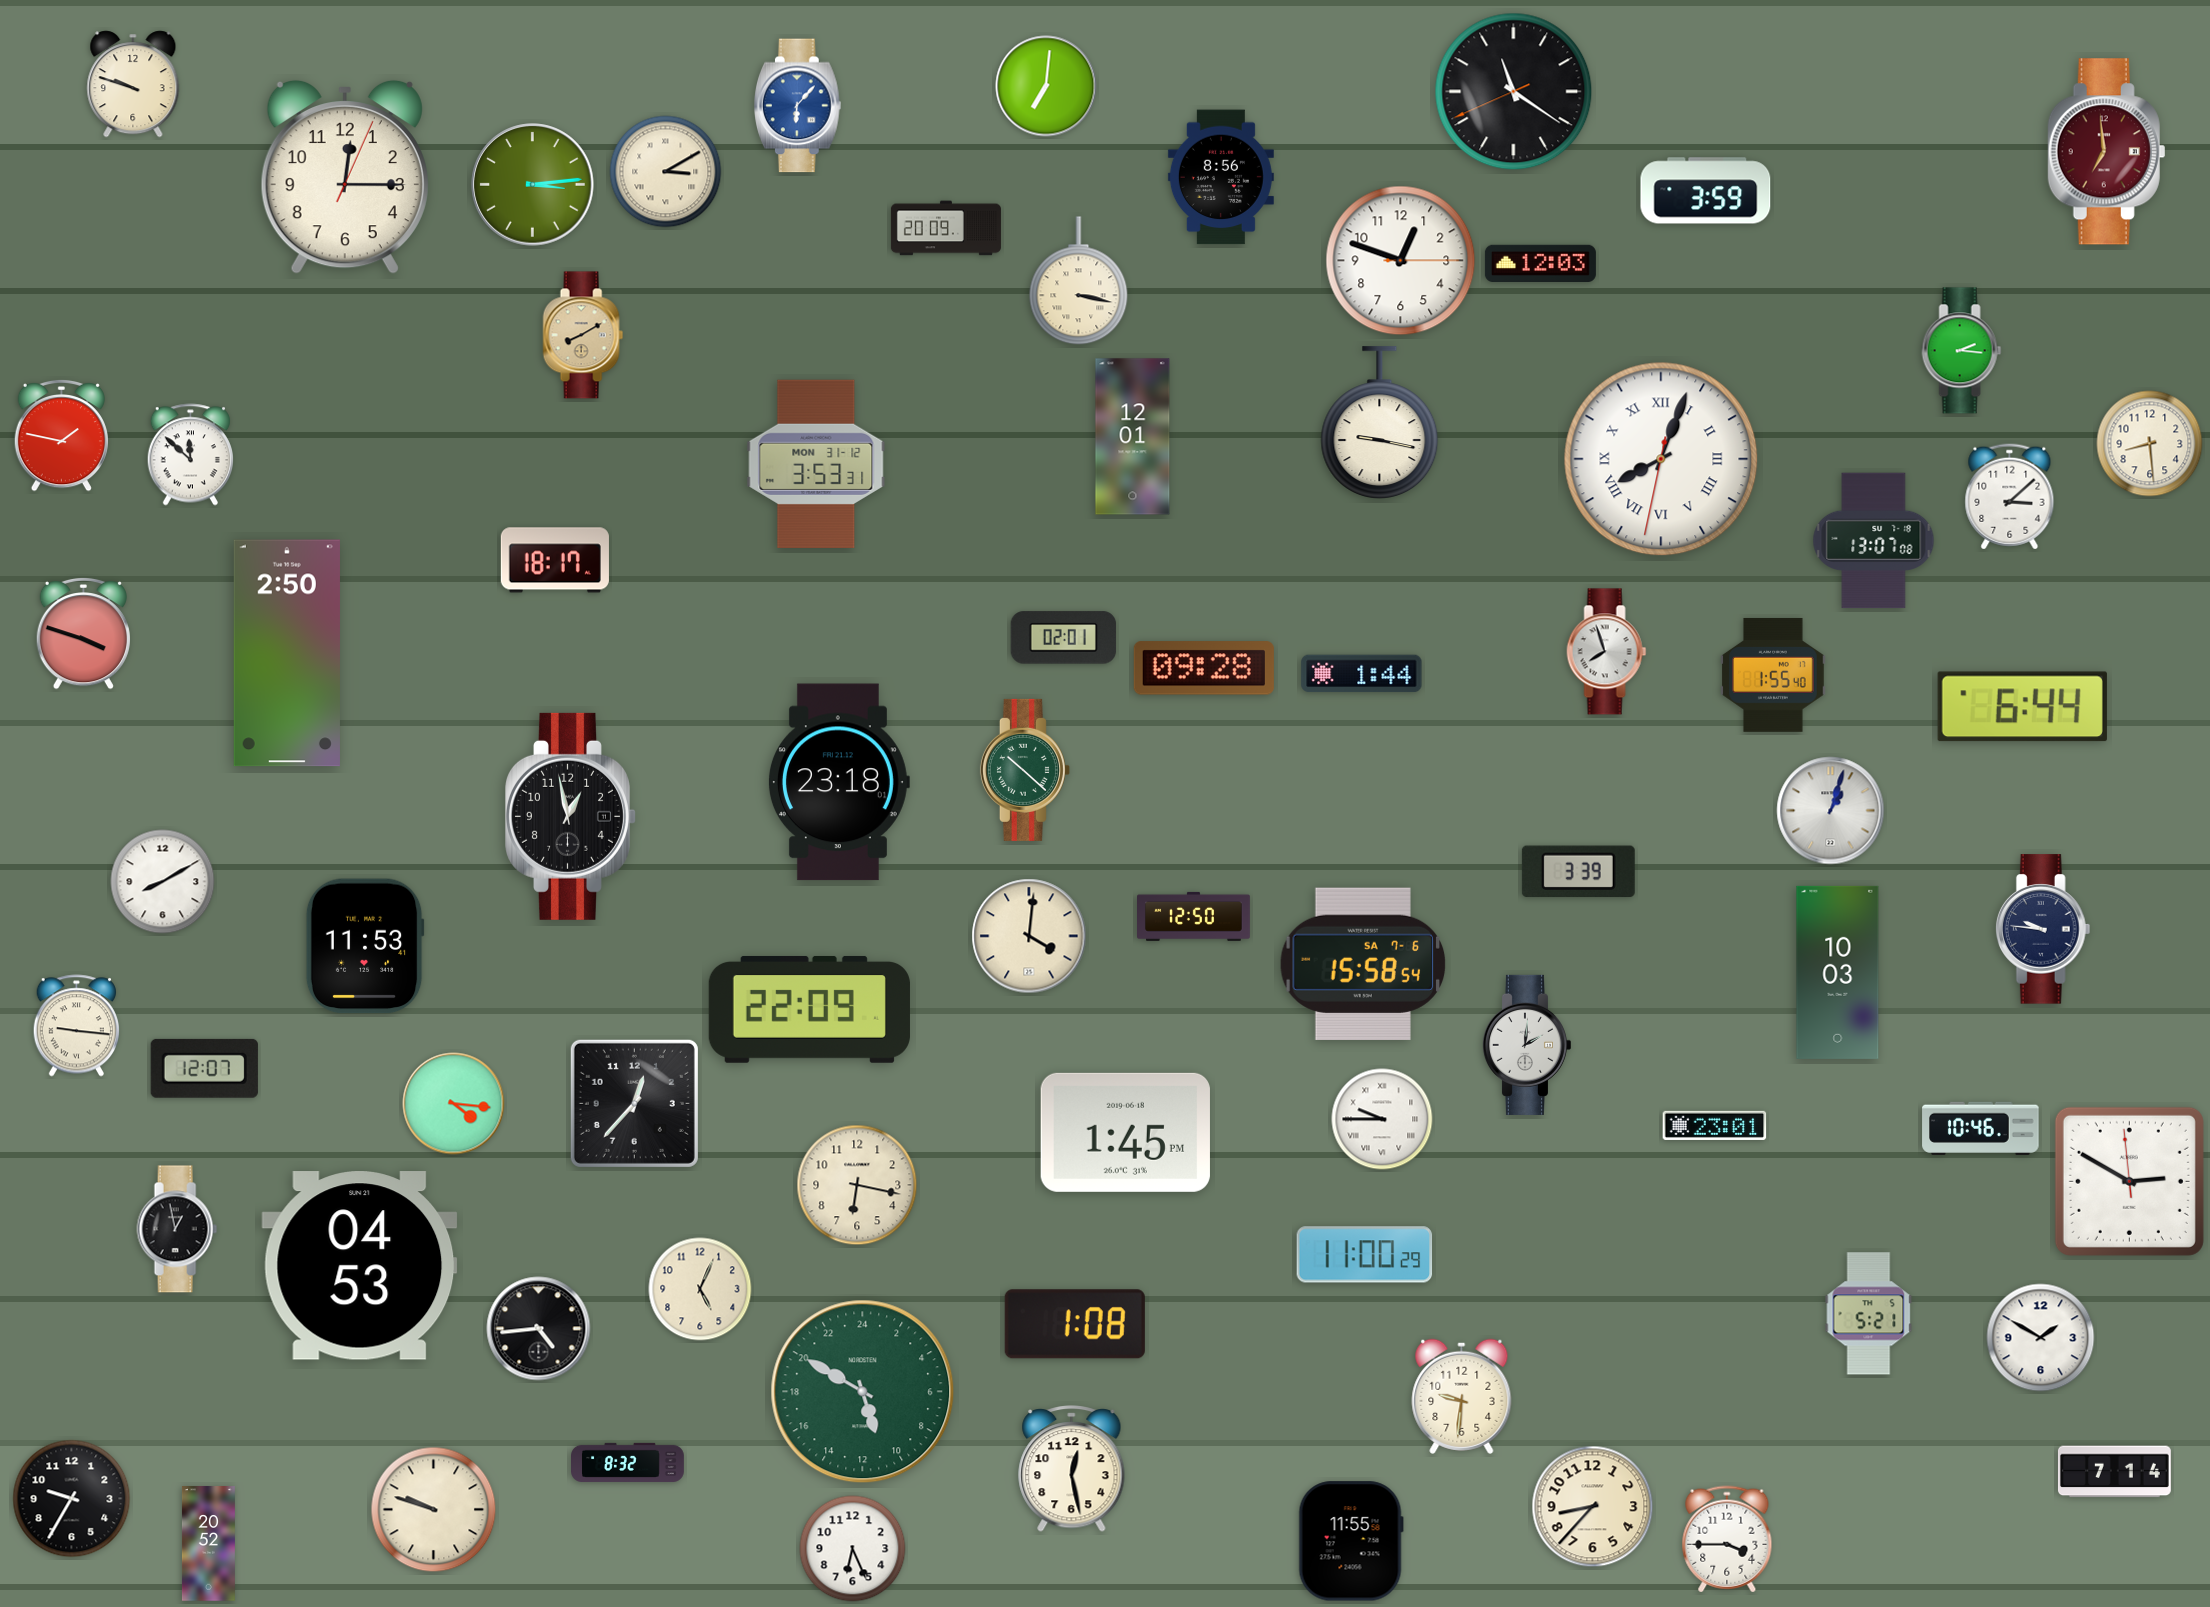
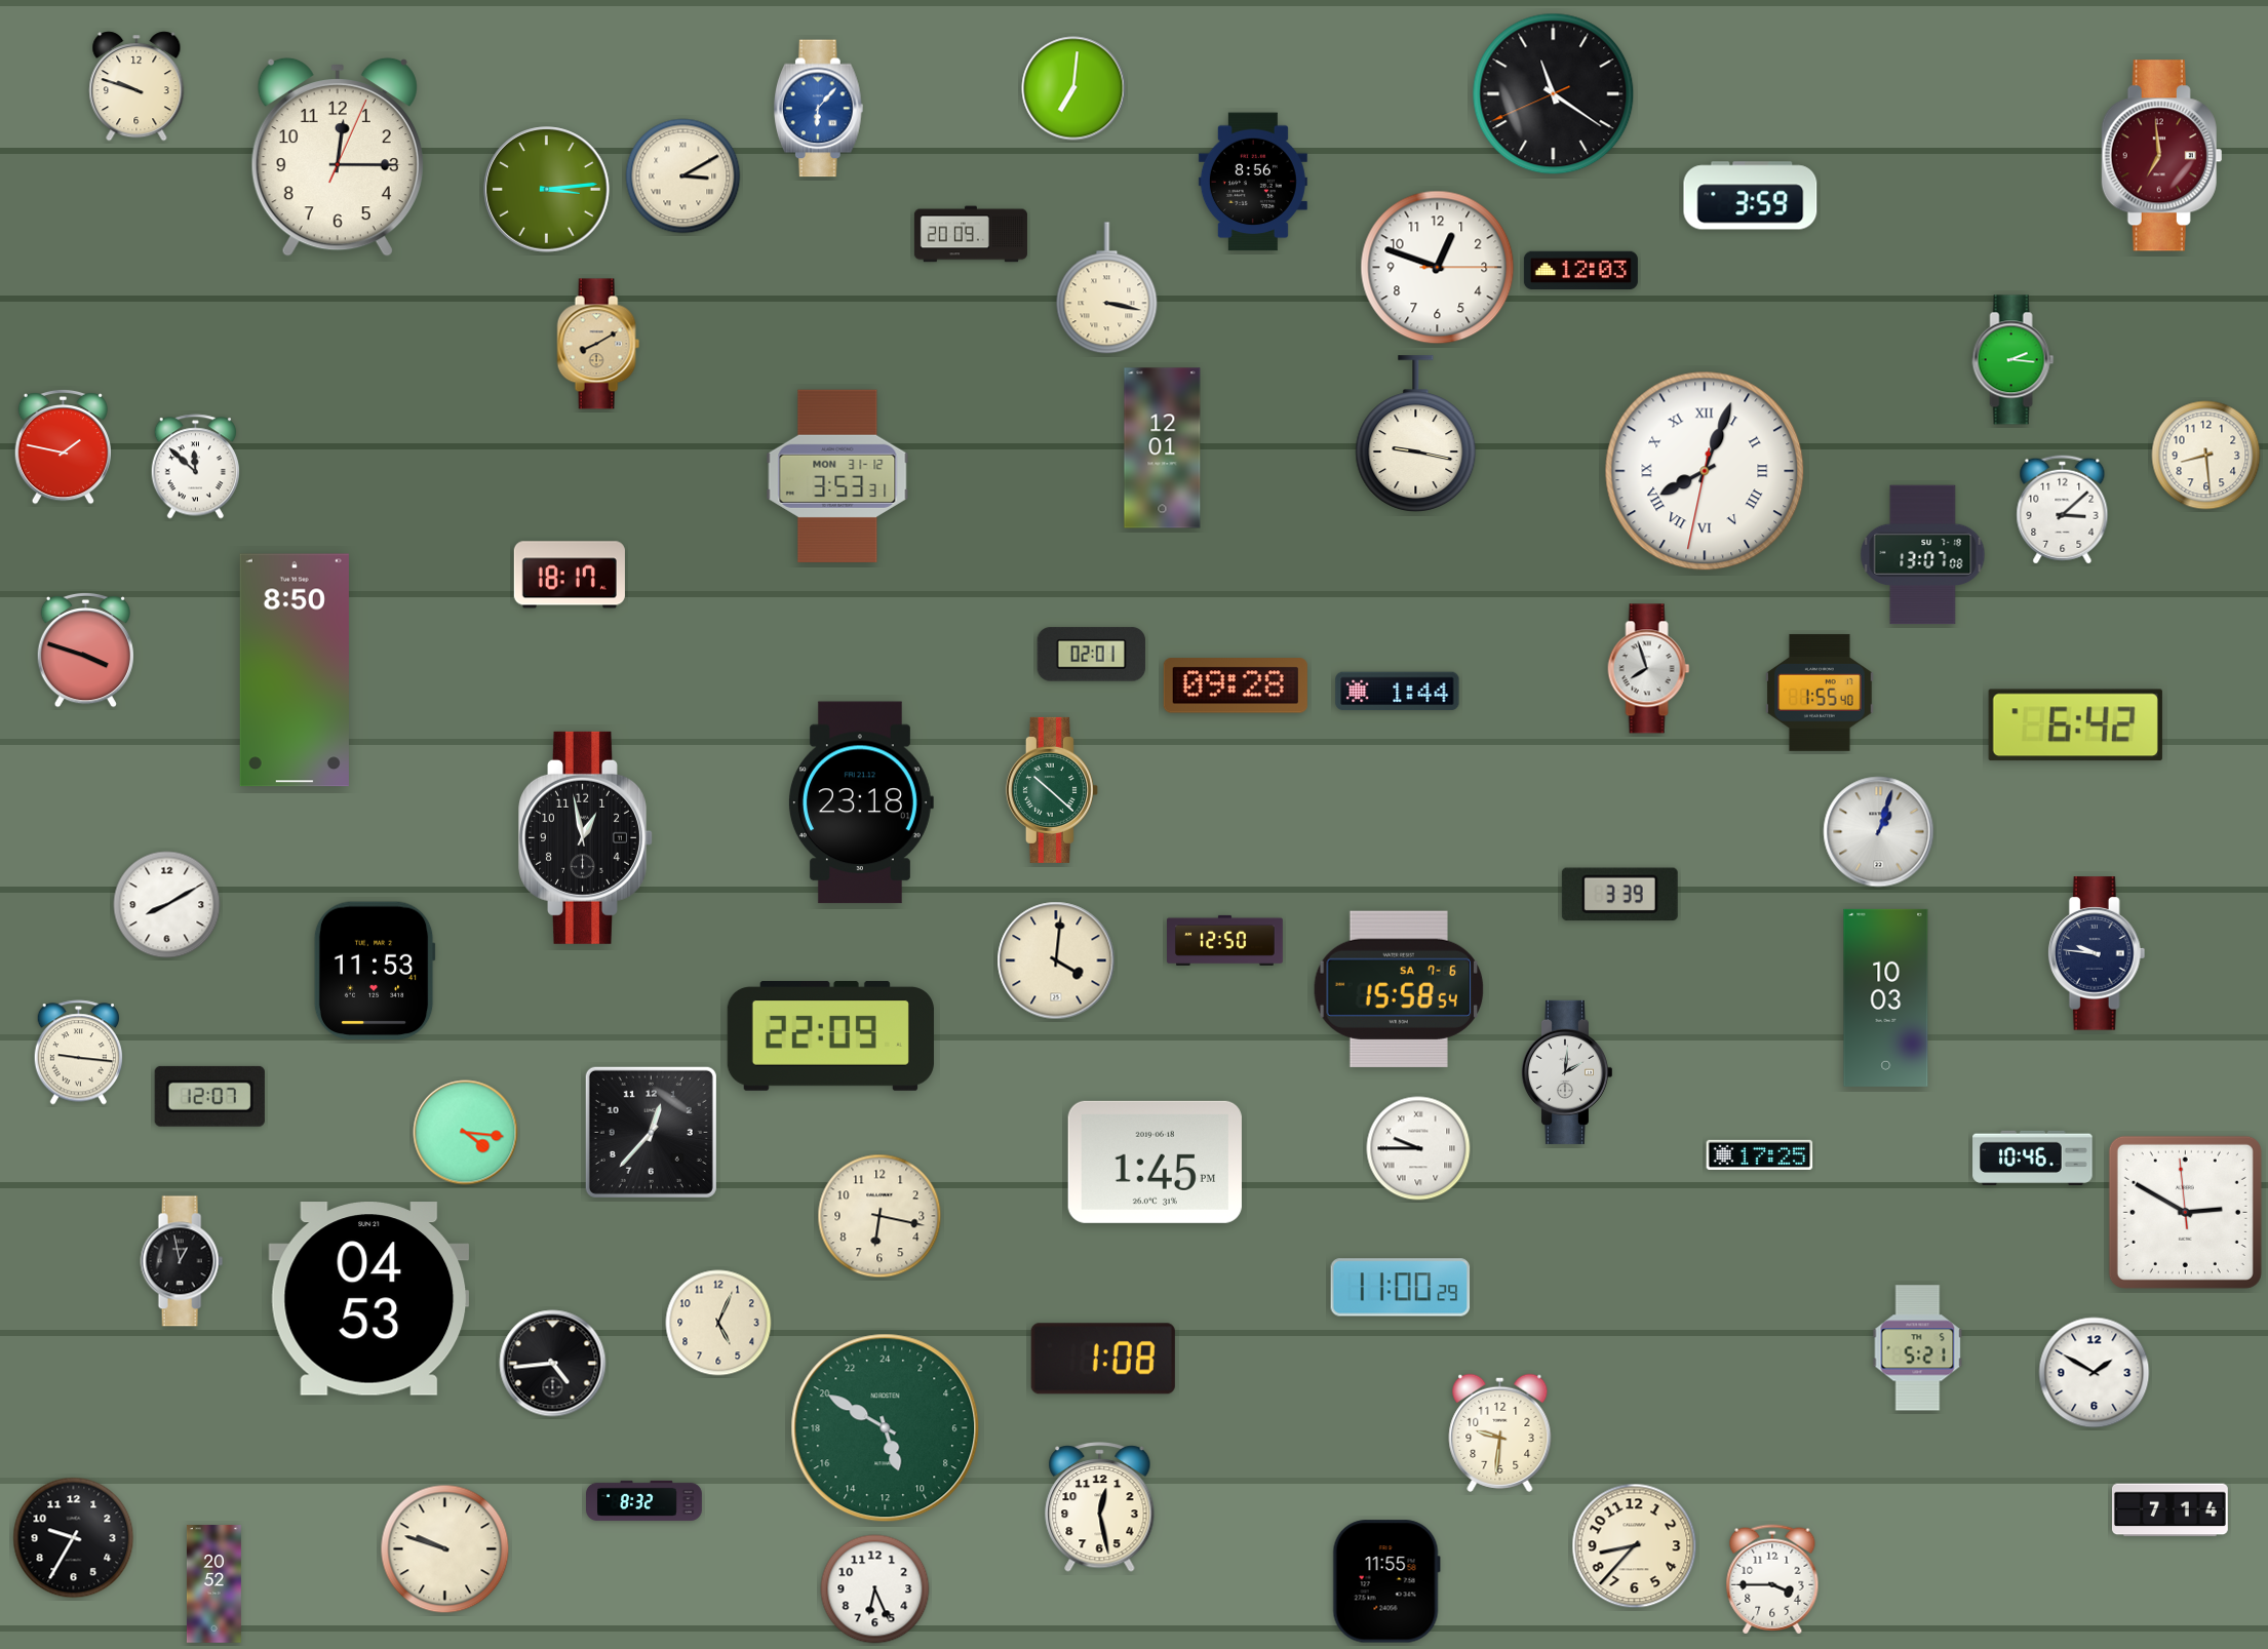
clock at (345, 177) position: (345, 177) -> (338, 157)
clock at (287, 653): 2:50 -> 8:50
clock at (2022, 707): 6:44 -> 6:42
clock at (1715, 1125): 23:01 -> 17:25
